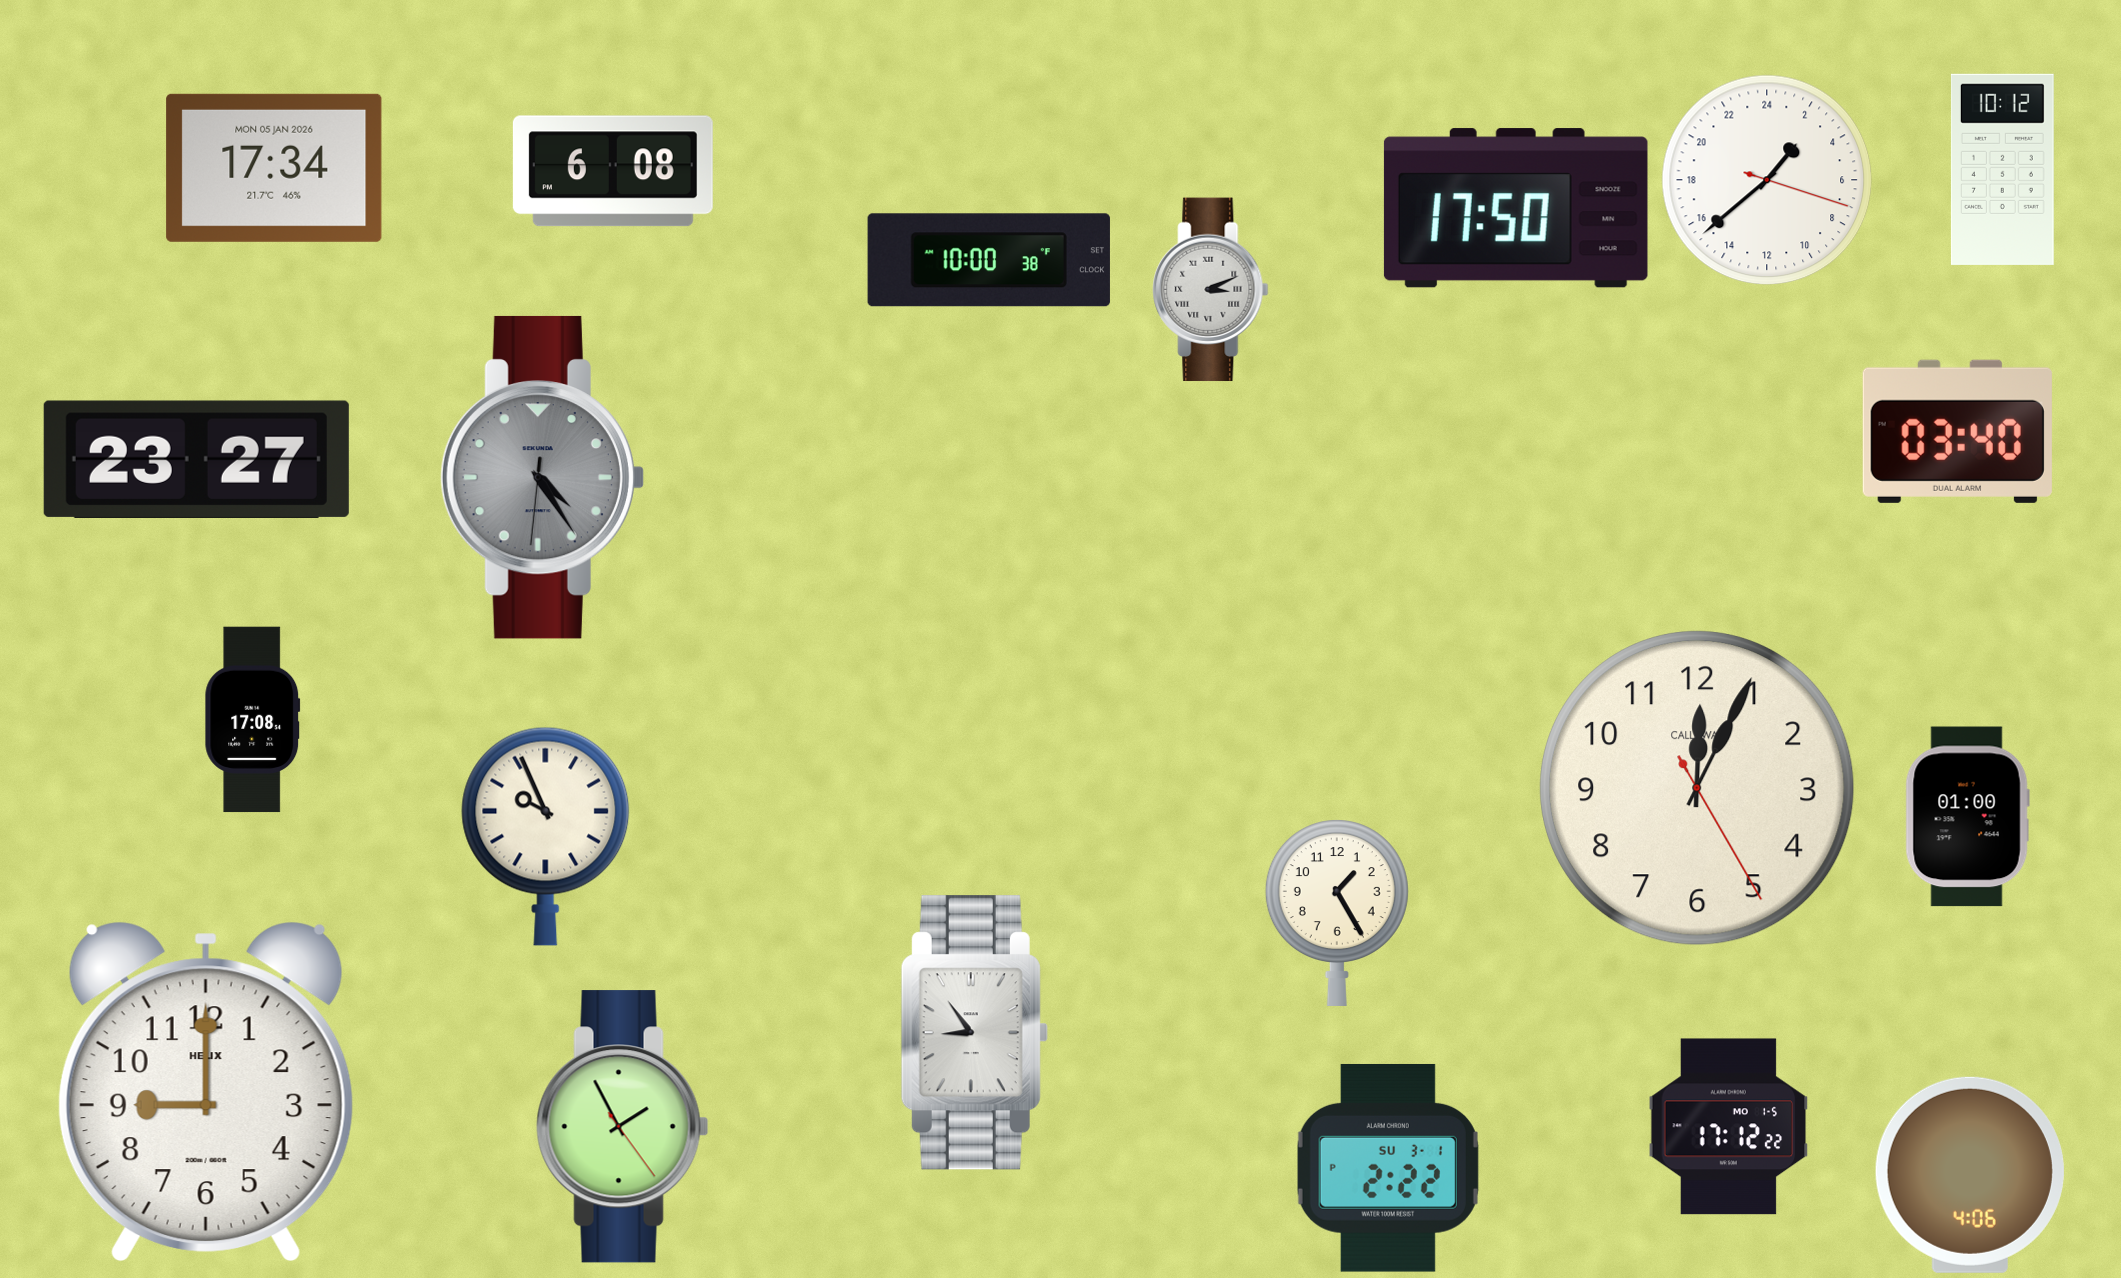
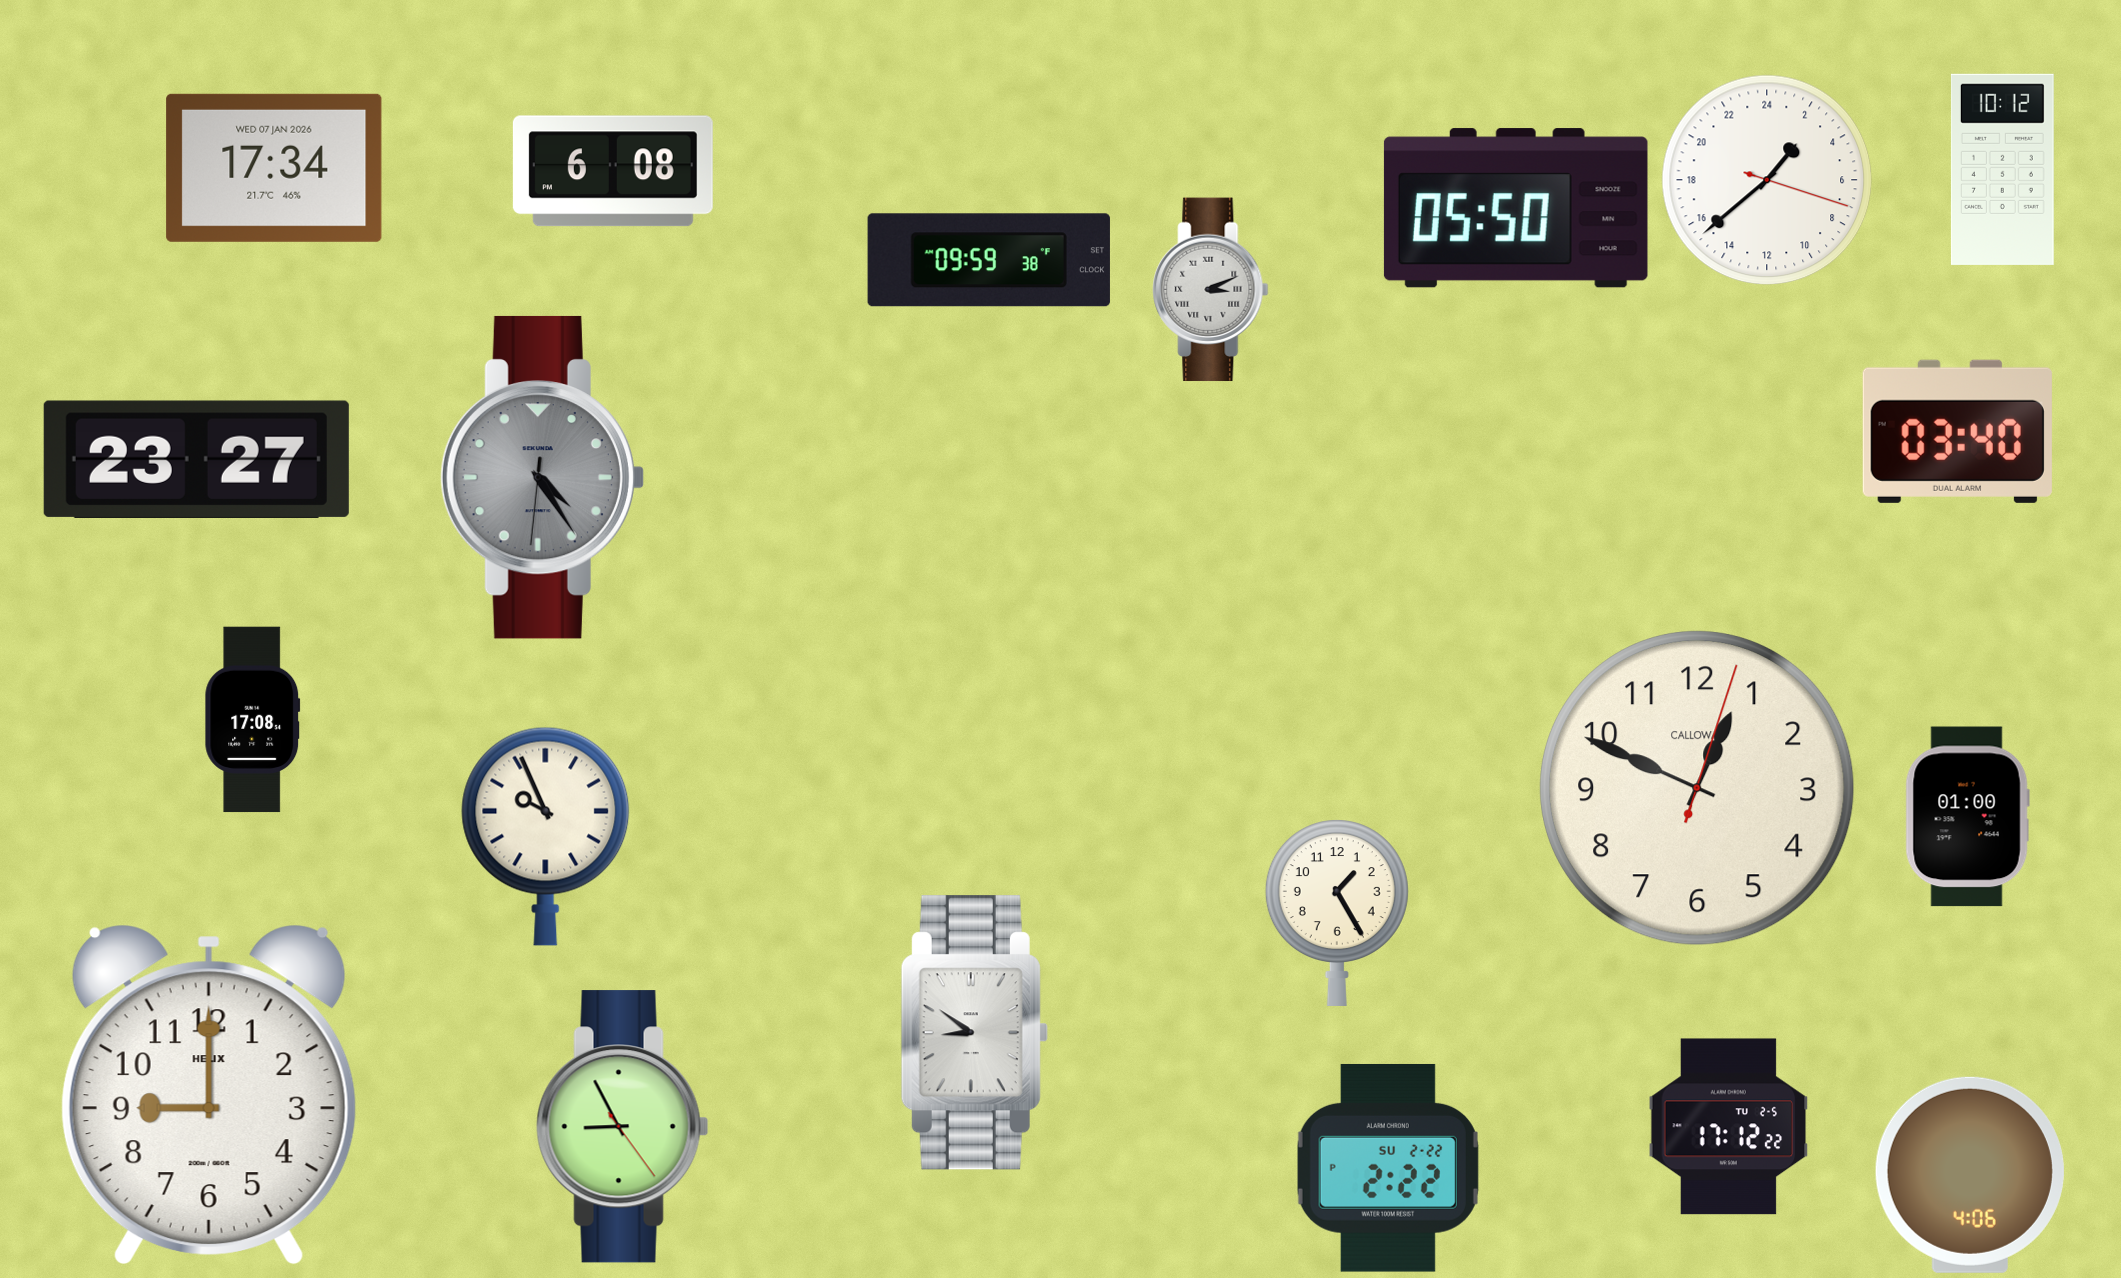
clock at (274, 168) date: MON 05 JAN 2026 -> WED 07 JAN 2026
clock at (1516, 208): 17:50 -> 05:50
clock at (989, 260): 10:00 -> 09:59
clock at (1697, 788): 12:04 -> 12:49
clock at (974, 1033): 8:54 -> 8:51
clock at (206, 1092) position: (206, 1092) -> (209, 1095)
clock at (623, 1127): 1:55 -> 8:55
clock at (1729, 1127) date: MO 1-5 -> TU 2-5
clock at (1388, 1168) date: SU 3-1 -> SU 2-22
